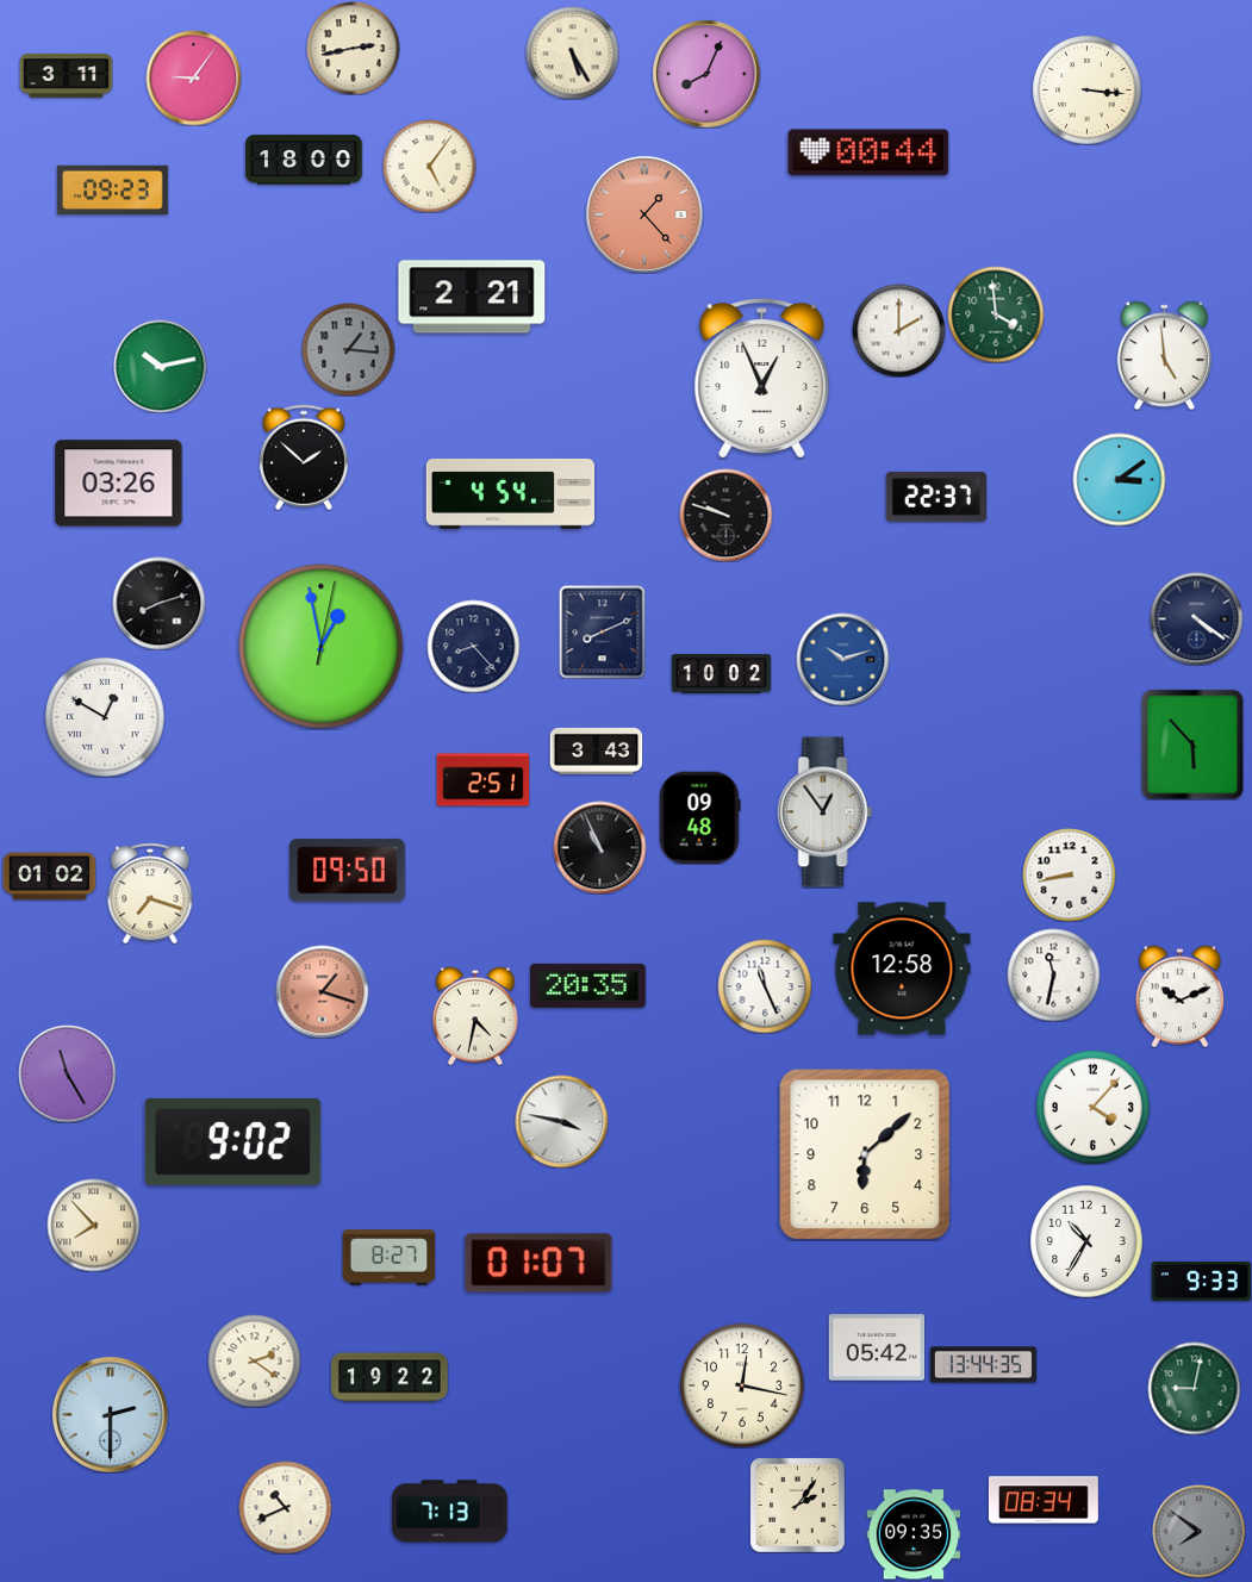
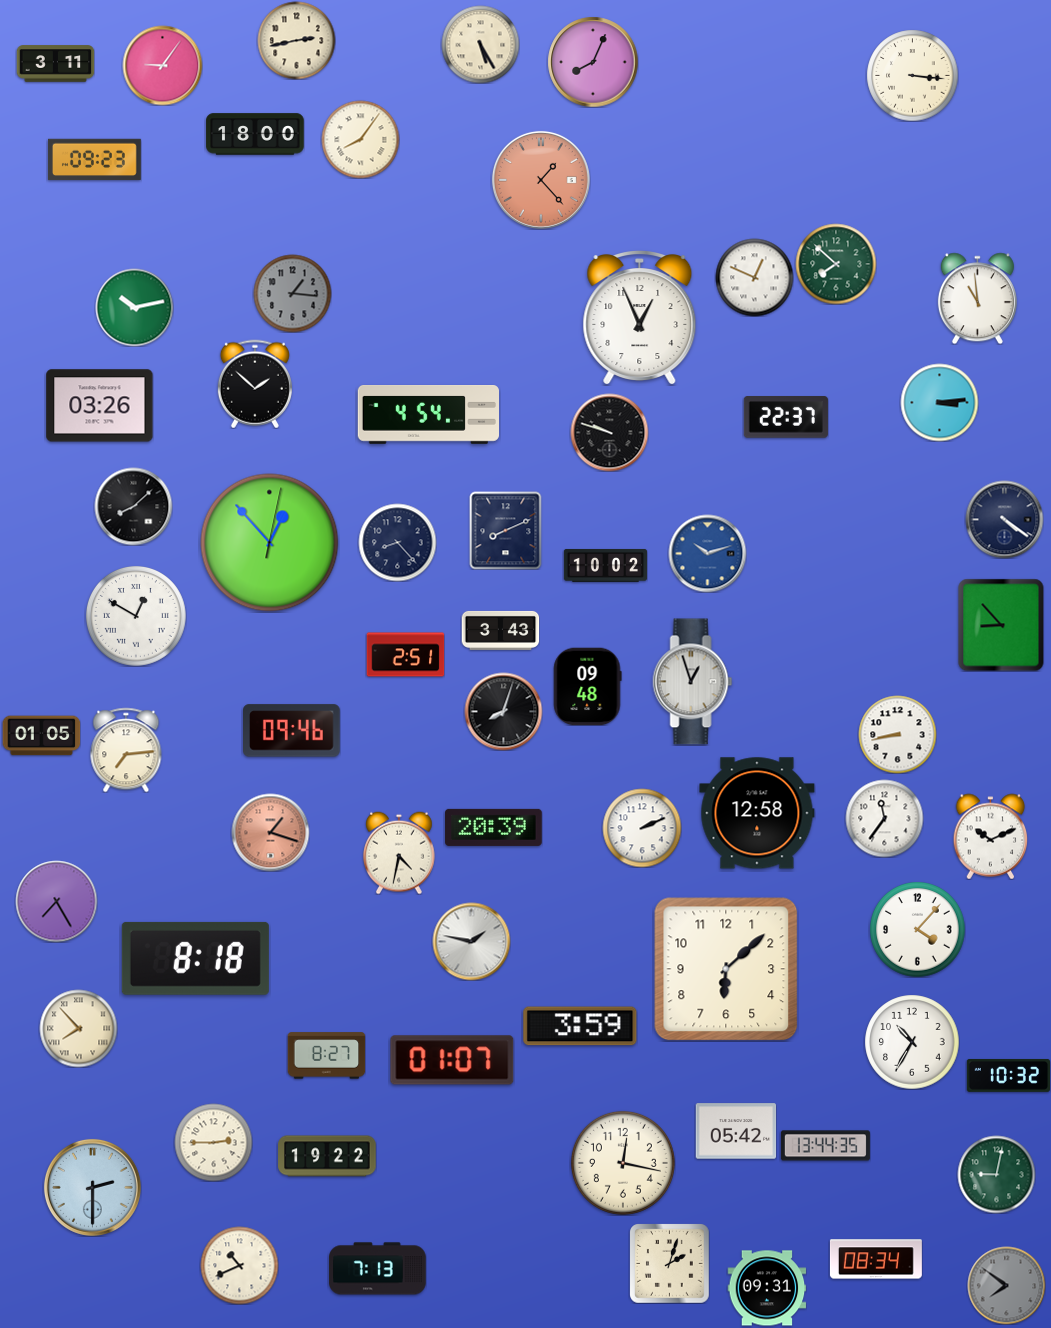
clock at (868, 152): 00:44 -> none
clock at (429, 166): 5:06 -> 8:06
clock at (472, 297): 2:21 -> none
clock at (996, 314): 3:59 -> 7:52
clock at (898, 330): 2:00 -> 12:49
clock at (1164, 355): 4:59 -> 10:59
clock at (1119, 479): 3:09 -> 3:14
clock at (158, 603): 8:12 -> 8:08
clock at (322, 647): 12:58 -> 12:53
clock at (105, 717) position: (105, 717) -> (136, 616)
clock at (1192, 745): 5:53 -> 8:53
clock at (826, 812): 12:54 -> 12:57
clock at (599, 847): 10:56 -> 8:03
clock at (348, 871): 09:50 -> 09:46
clock at (49, 877): 01:02 -> 01:05
clock at (150, 893): 7:18 -> 7:14
clock at (1053, 974): 11:32 -> 11:36
clock at (588, 985): 20:35 -> 20:39
clock at (765, 986): 11:26 -> 2:11
clock at (67, 1073): 11:25 -> 7:25
clock at (561, 1121): 3:47 -> 1:47
clock at (232, 1141): 9:02 -> 8:18
clock at (580, 1026): none -> 3:59
clock at (1201, 1281): 9:33 -> 10:32
clock at (254, 1360): 2:21 -> 2:45
clock at (1194, 1388) position: (1194, 1388) -> (996, 1174)
clock at (797, 1505): 2:06 -> 2:03
clock at (914, 1534): 09:35 -> 09:31
